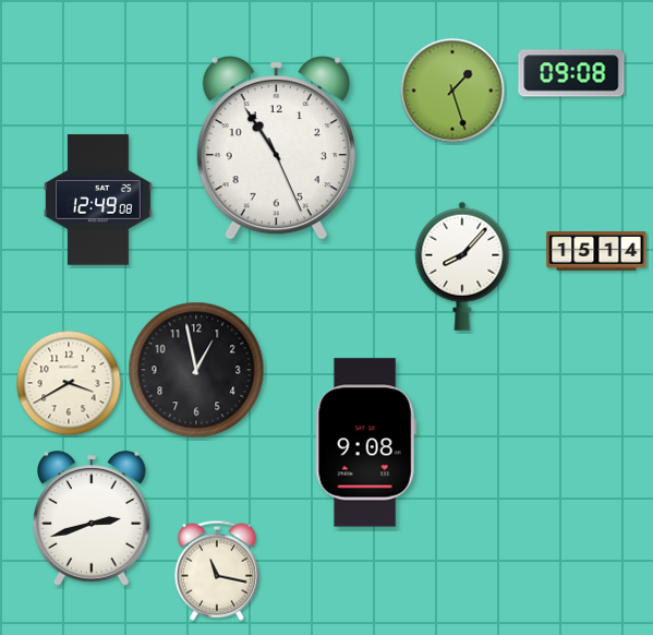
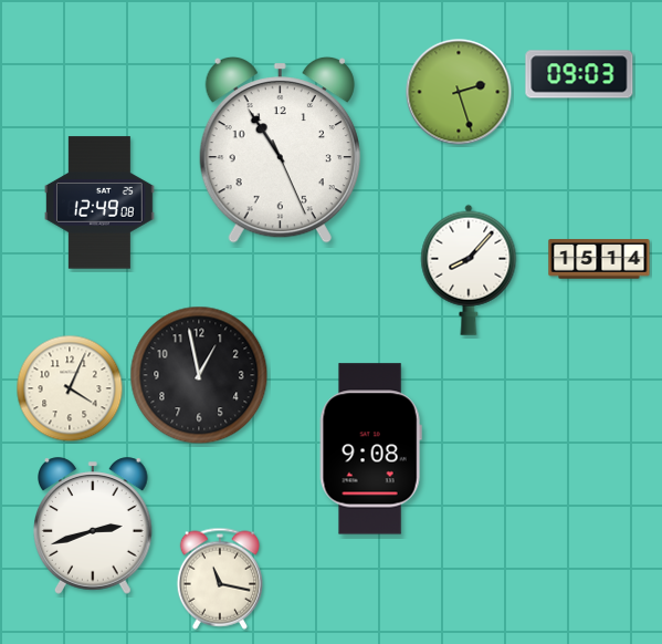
clock at (571, 73): 09:08 -> 09:03
clock at (452, 91): 1:27 -> 2:27
clock at (596, 251) position: (596, 251) -> (599, 259)
clock at (69, 383): 3:40 -> 4:04
